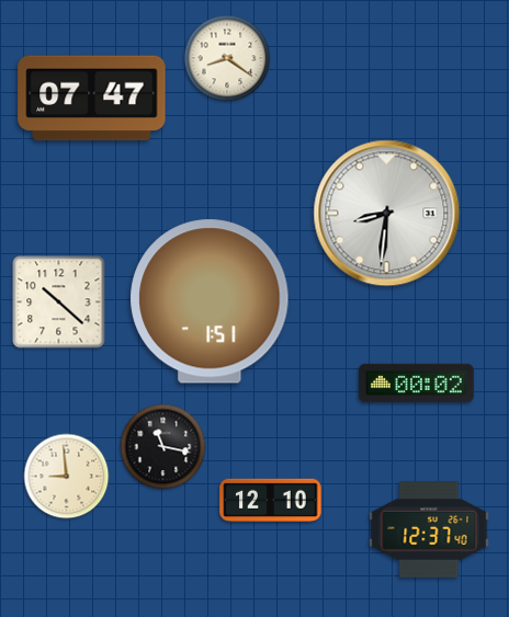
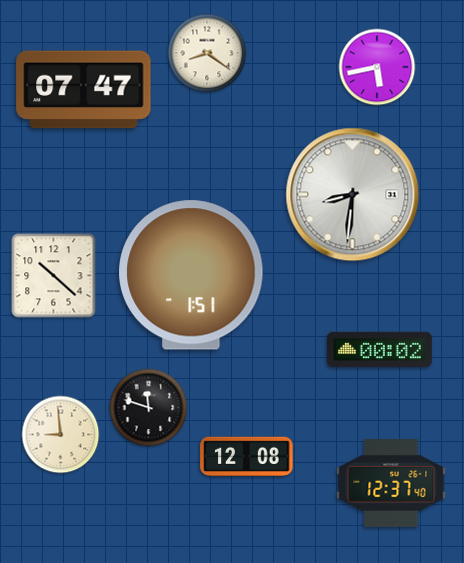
clock at (377, 67): none -> 5:43
clock at (163, 447): 11:17 -> 11:48
clock at (271, 501): 12:10 -> 12:08
